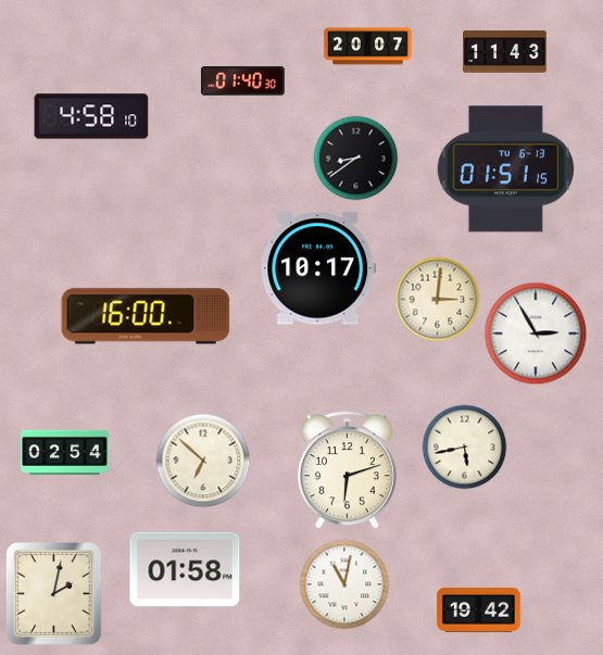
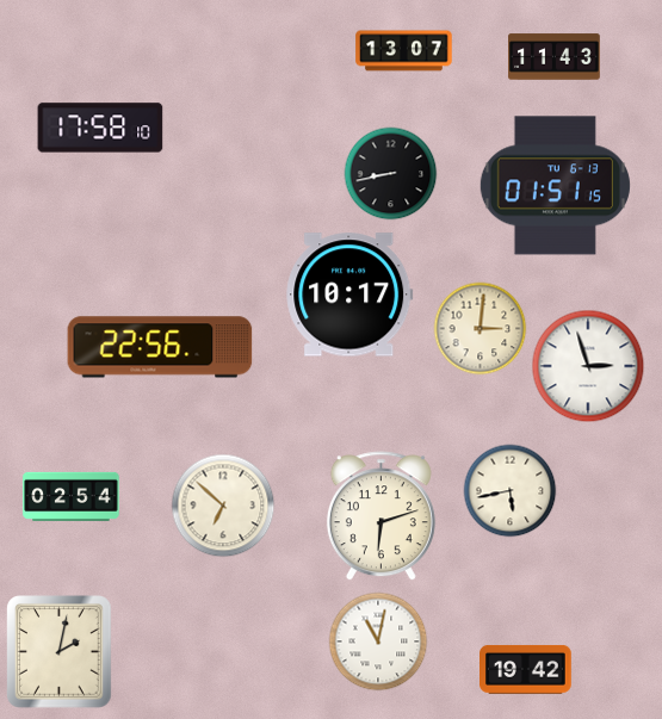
clock at (368, 47): 20:07 -> 13:07
clock at (243, 81): 01:40 -> none
clock at (91, 116): 4:58 -> 17:58
clock at (355, 158): 8:39 -> 8:43
clock at (146, 316): 16:00 -> 22:56
clock at (536, 333): 2:55 -> 2:57
clock at (185, 569): 01:58 -> none
